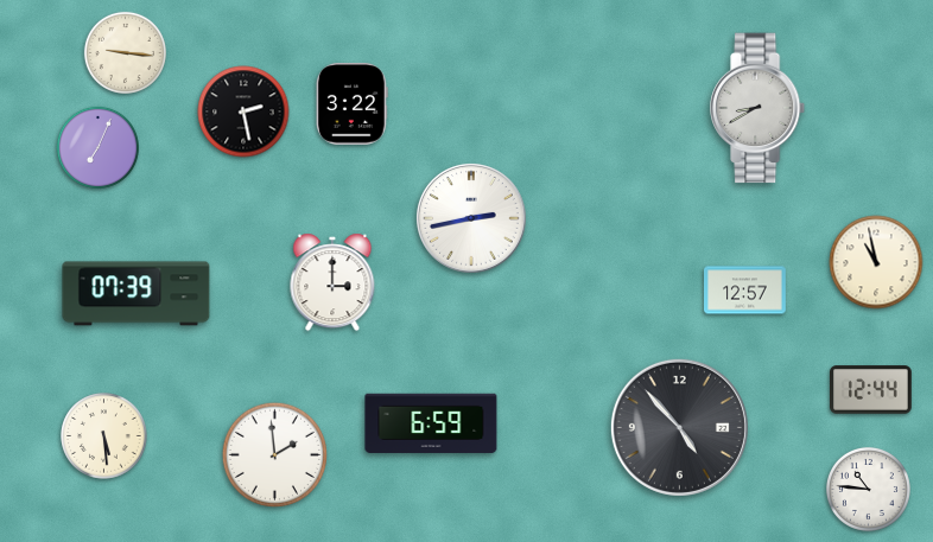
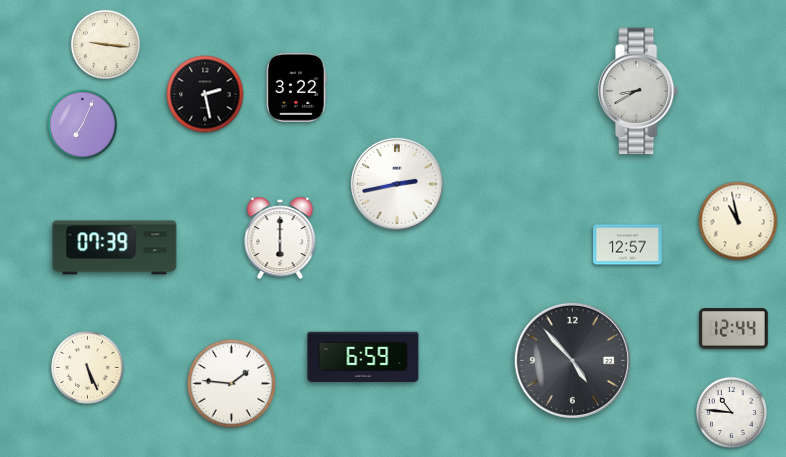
clock at (332, 282): 3:00 -> 6:00
clock at (104, 436): 5:29 -> 5:26
clock at (274, 454): 1:59 -> 1:46
